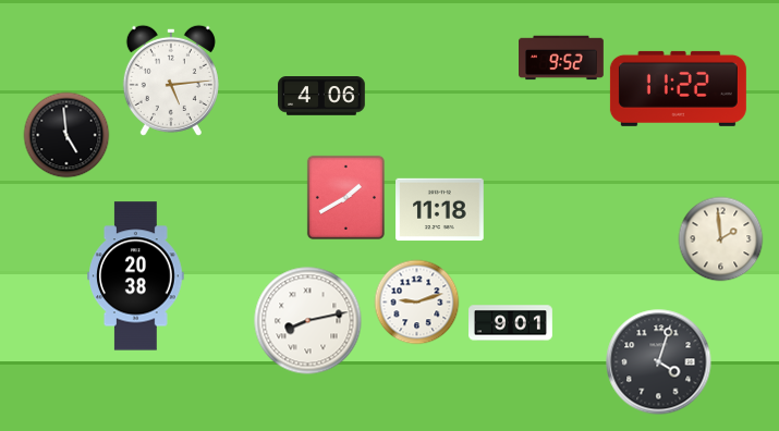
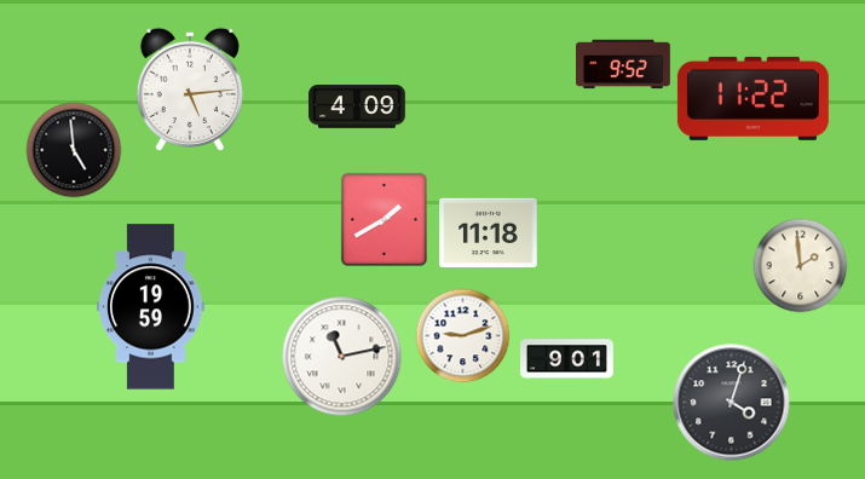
clock at (321, 96): 4:06 -> 4:09
clock at (136, 276): 20:38 -> 19:59
clock at (308, 321): 8:13 -> 11:13
